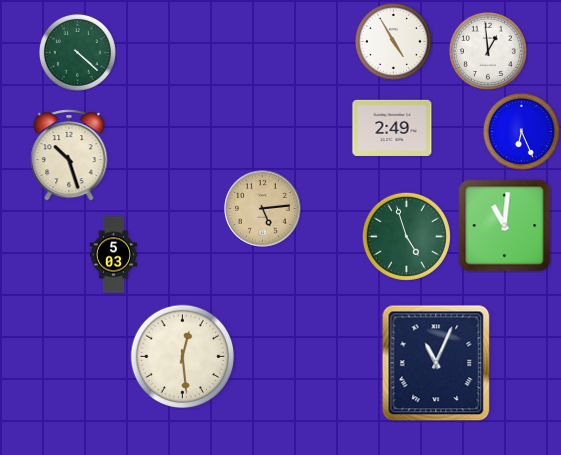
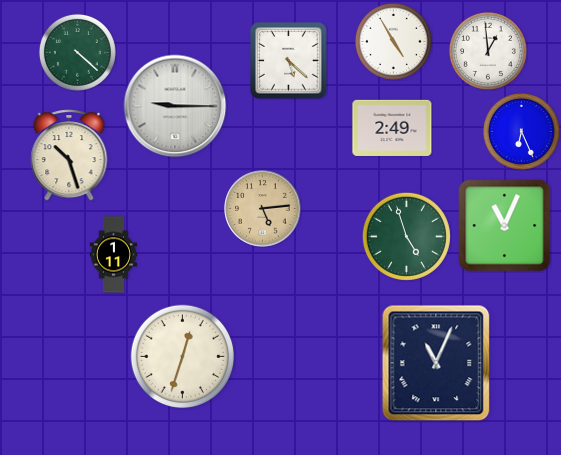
clock at (289, 61): none -> 5:22
clock at (175, 106): none -> 9:15
clock at (505, 226): 11:01 -> 11:04
clock at (114, 255): 5:03 -> 1:11
clock at (183, 357): 12:29 -> 12:33
